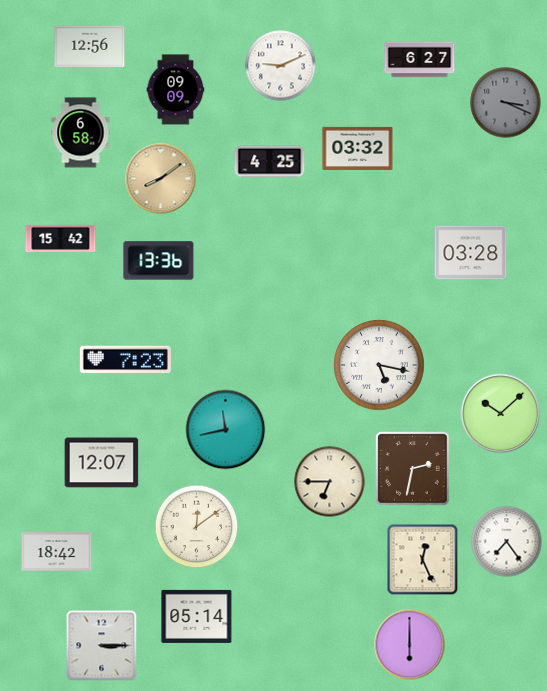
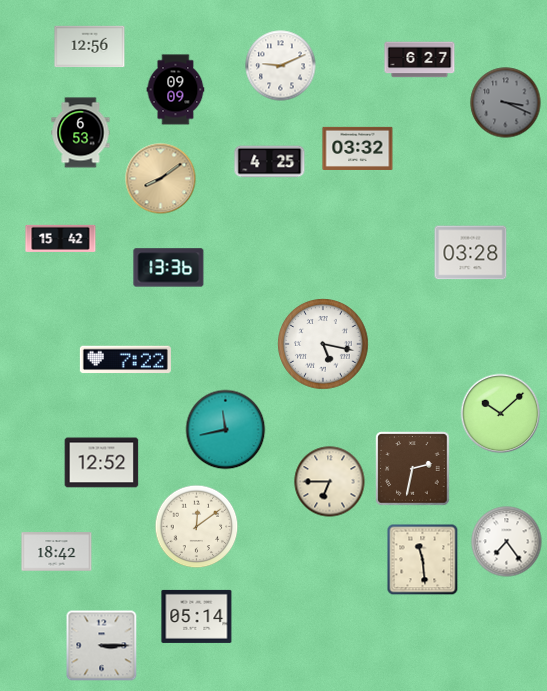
clock at (81, 133): 6:58 -> 6:53
clock at (159, 261) position: (159, 261) -> (169, 268)
clock at (125, 360): 7:23 -> 7:22
clock at (379, 365) position: (379, 365) -> (323, 344)
clock at (102, 463): 12:07 -> 12:52
clock at (423, 560): 12:26 -> 11:29
clock at (410, 645): 6:00 -> none
